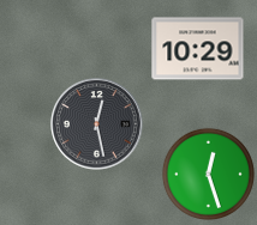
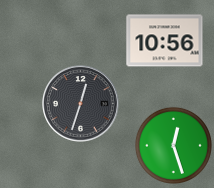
clock at (198, 49): 10:29 -> 10:56
clock at (97, 124): 12:28 -> 12:33
